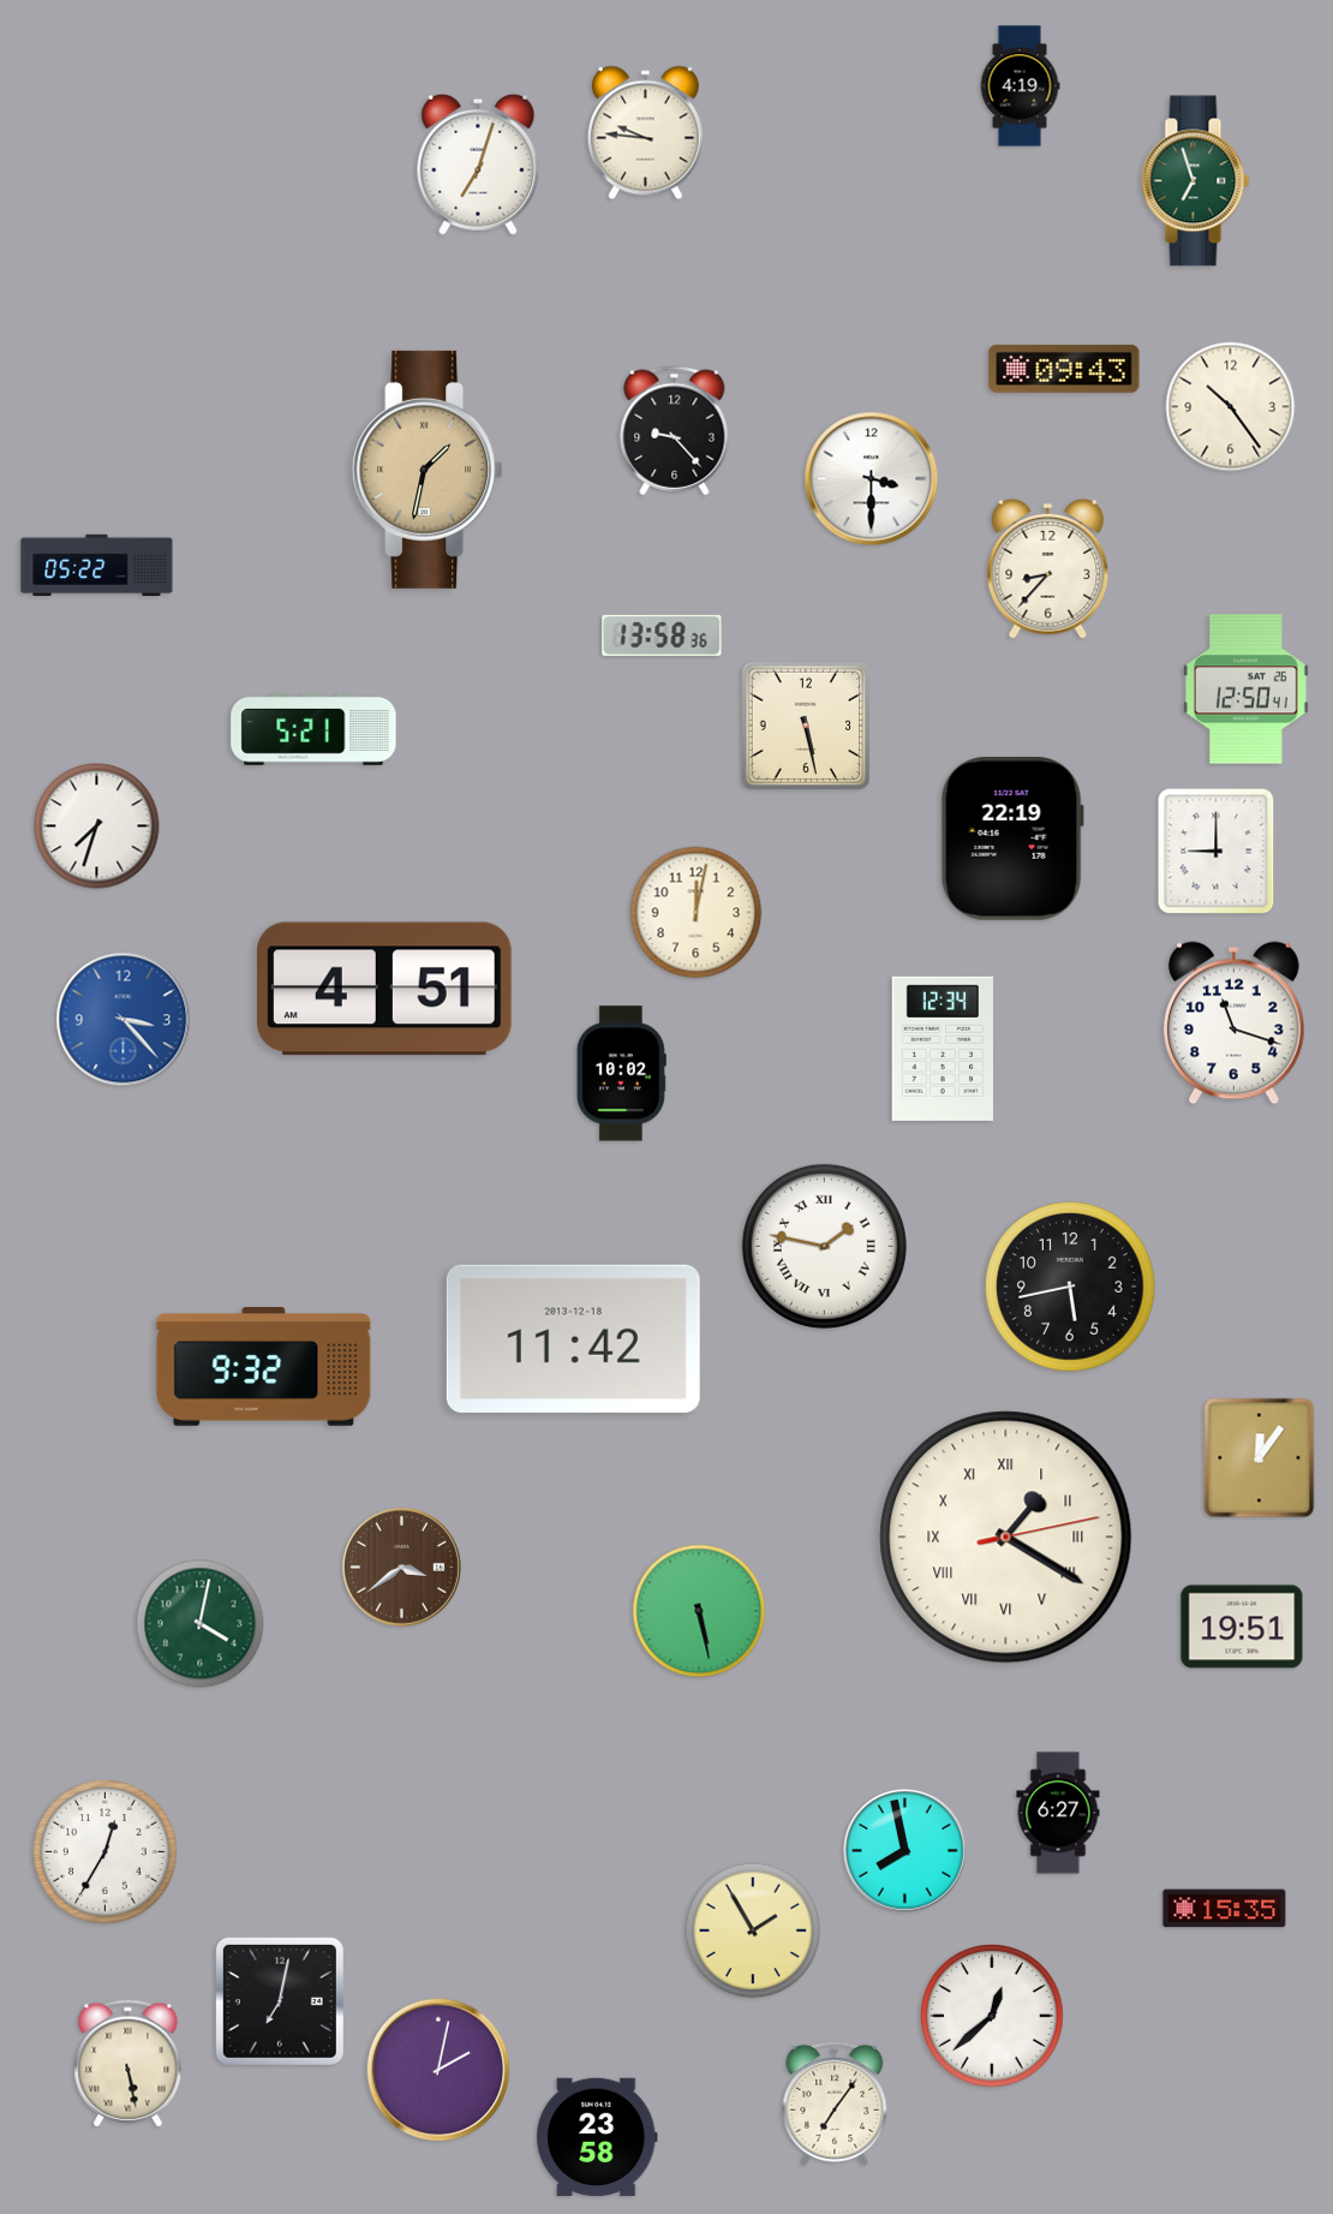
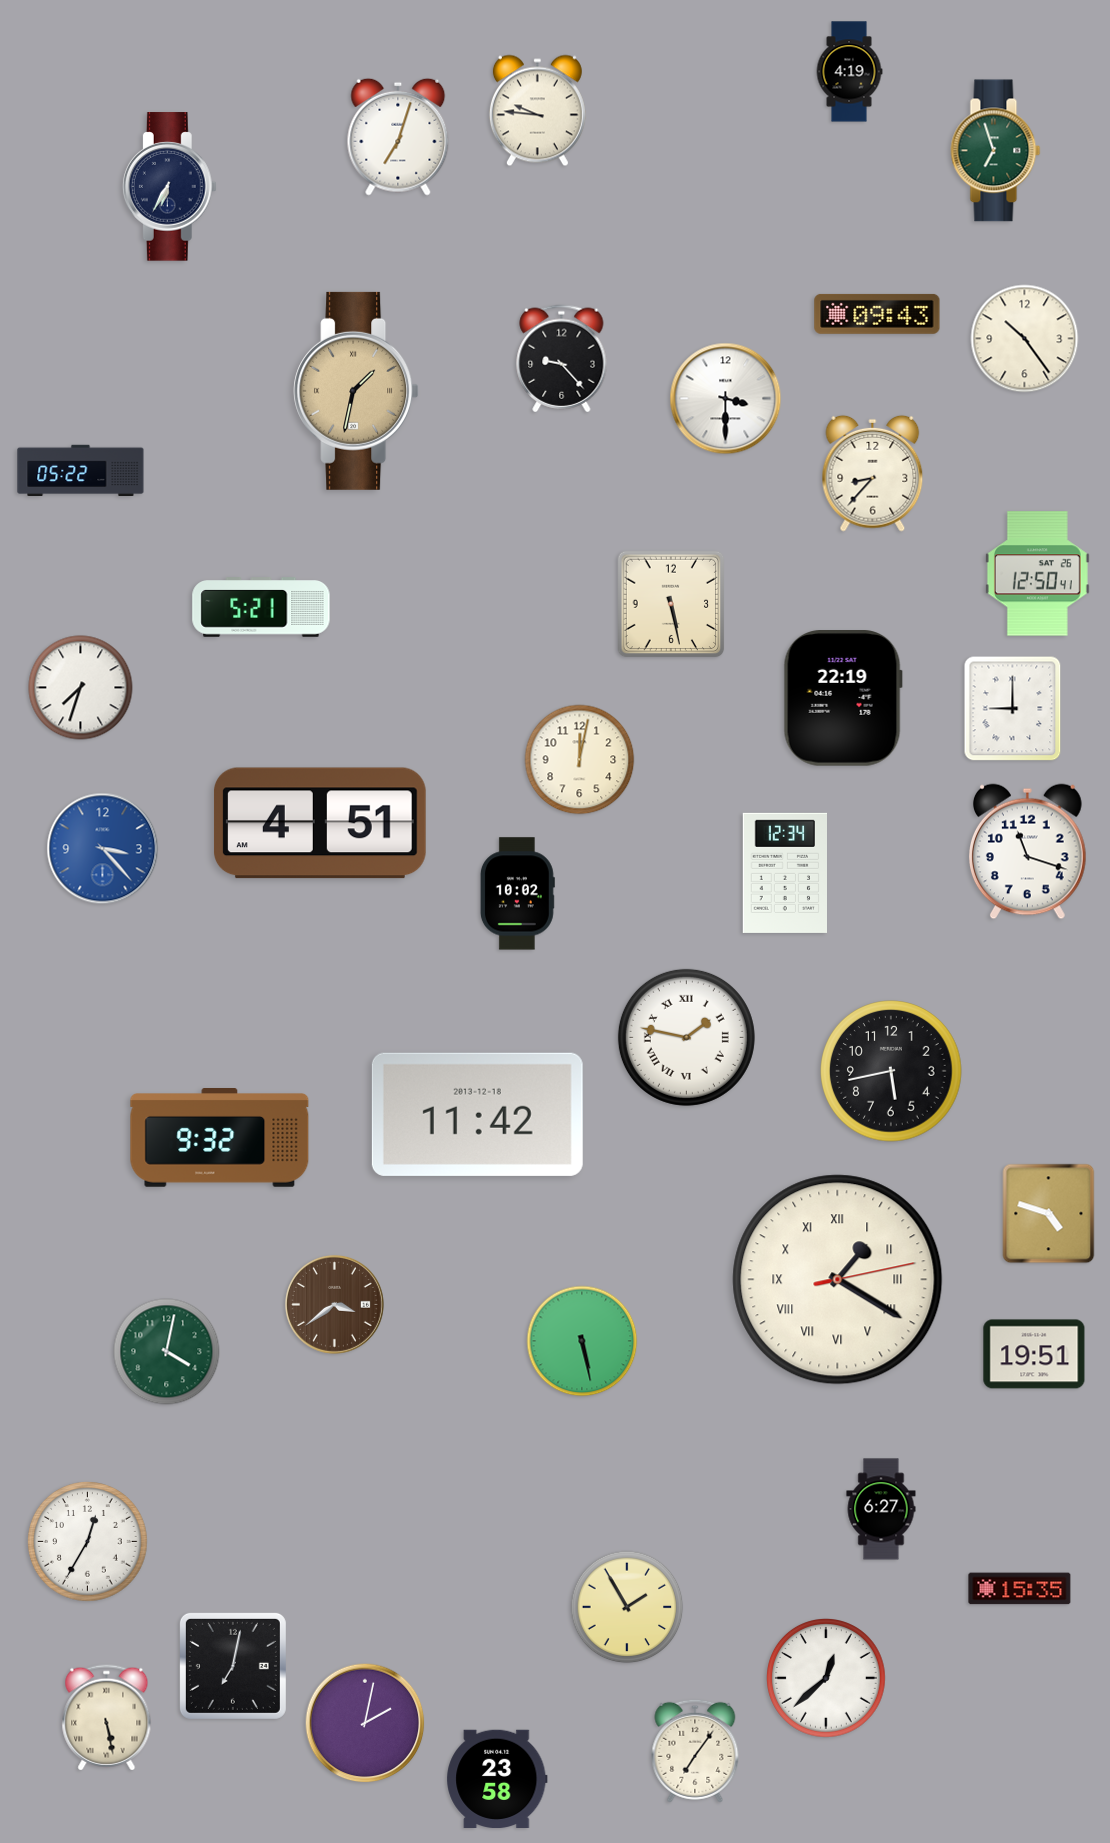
clock at (169, 187): none -> 6:35
clock at (1064, 369) position: (1064, 369) -> (877, 314)
clock at (662, 635): 13:58 -> none
clock at (1260, 1458): 12:06 -> 4:48
clock at (905, 1851): 7:58 -> none
